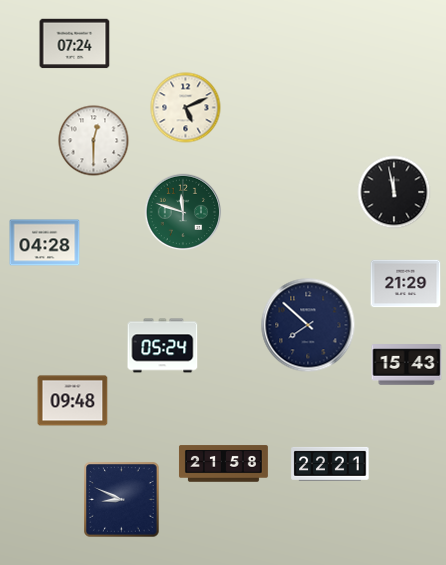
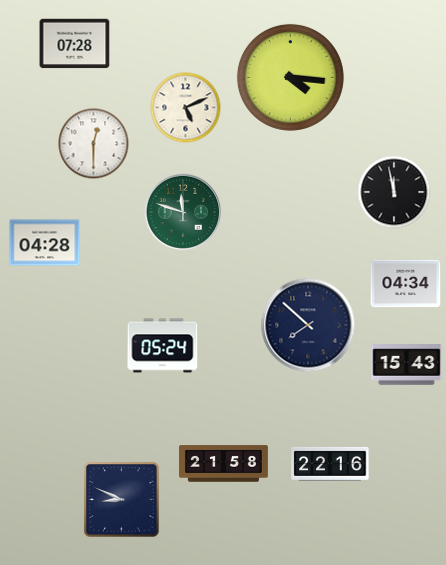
clock at (75, 44): 07:24 -> 07:28
clock at (290, 77): none -> 4:16
clock at (94, 141) position: (94, 141) -> (94, 144)
clock at (406, 284): 21:29 -> 04:34
clock at (73, 401): 09:48 -> none
clock at (330, 464): 22:21 -> 22:16
